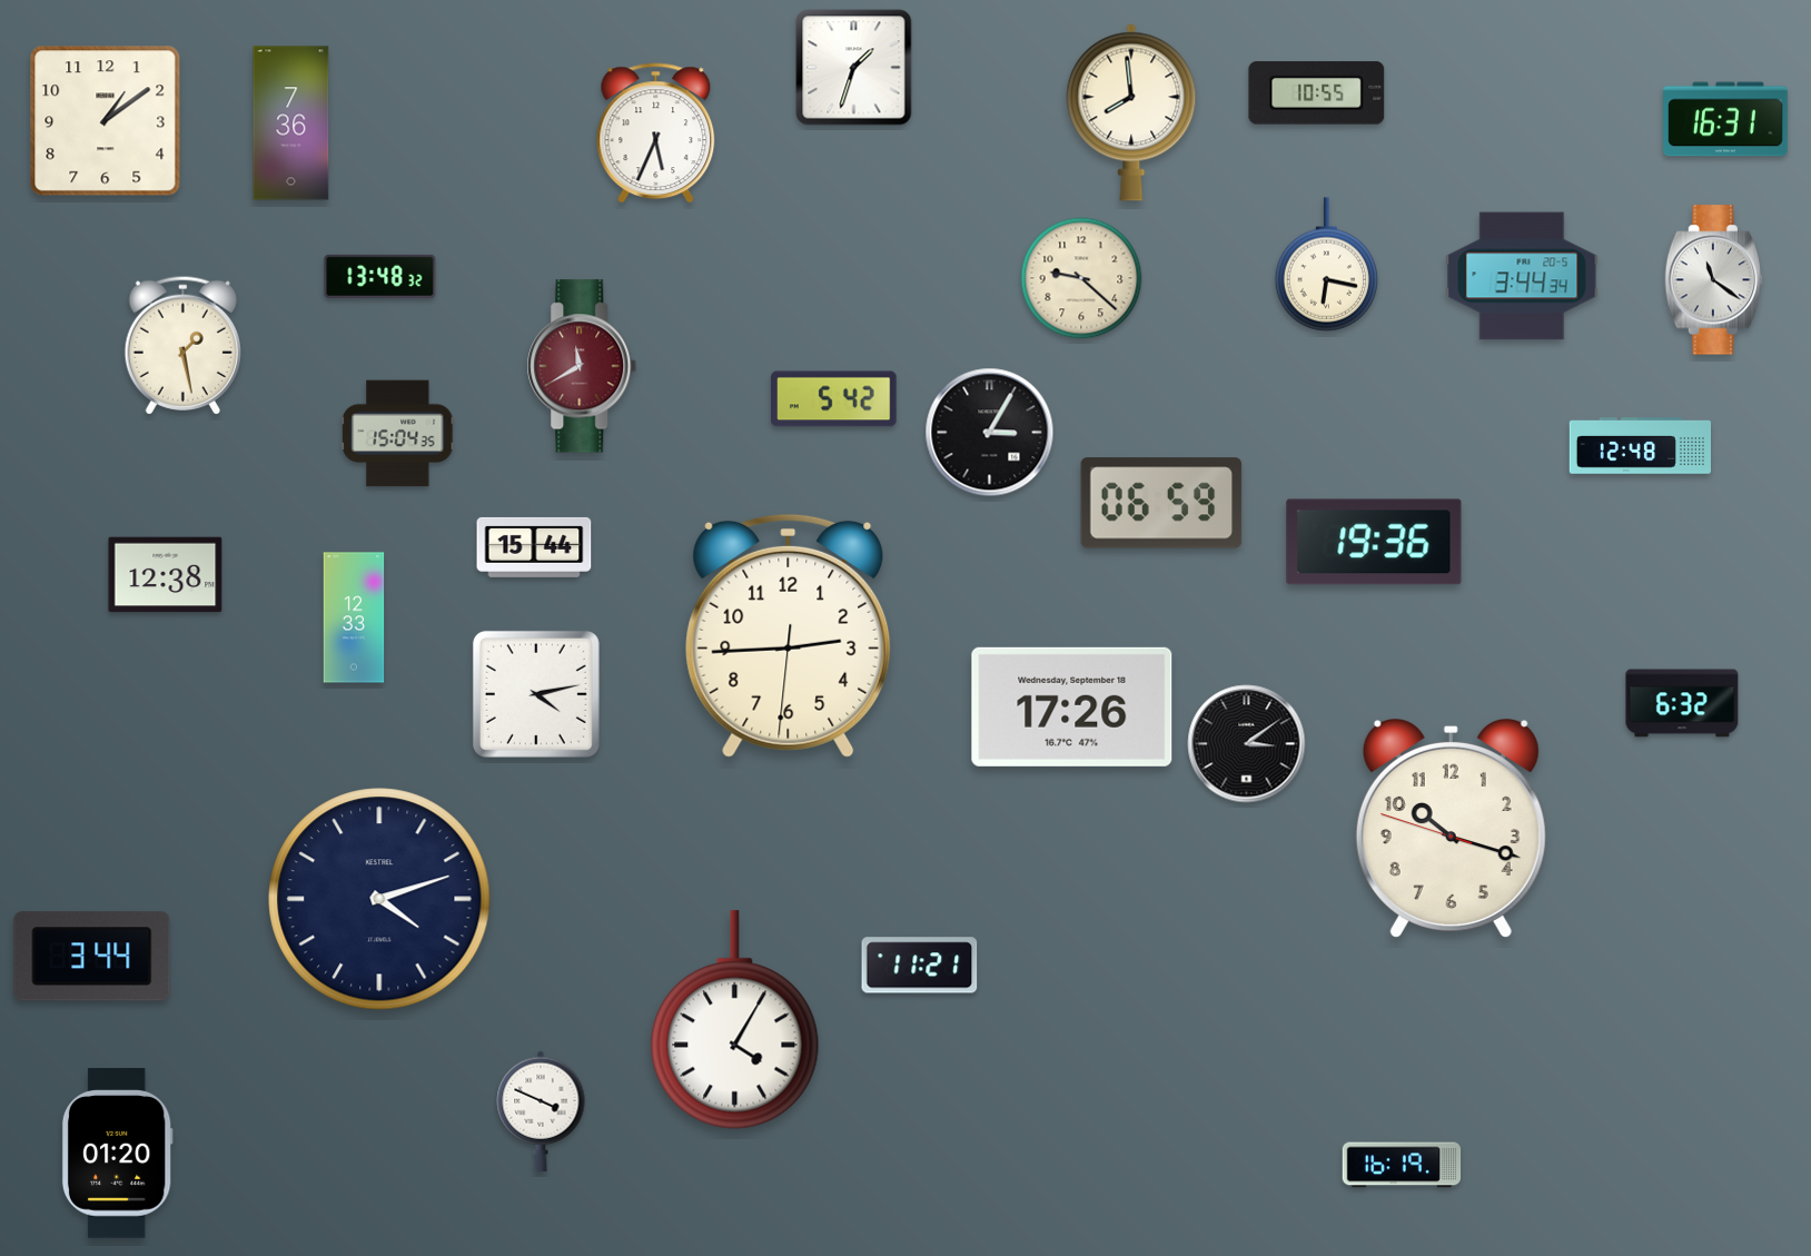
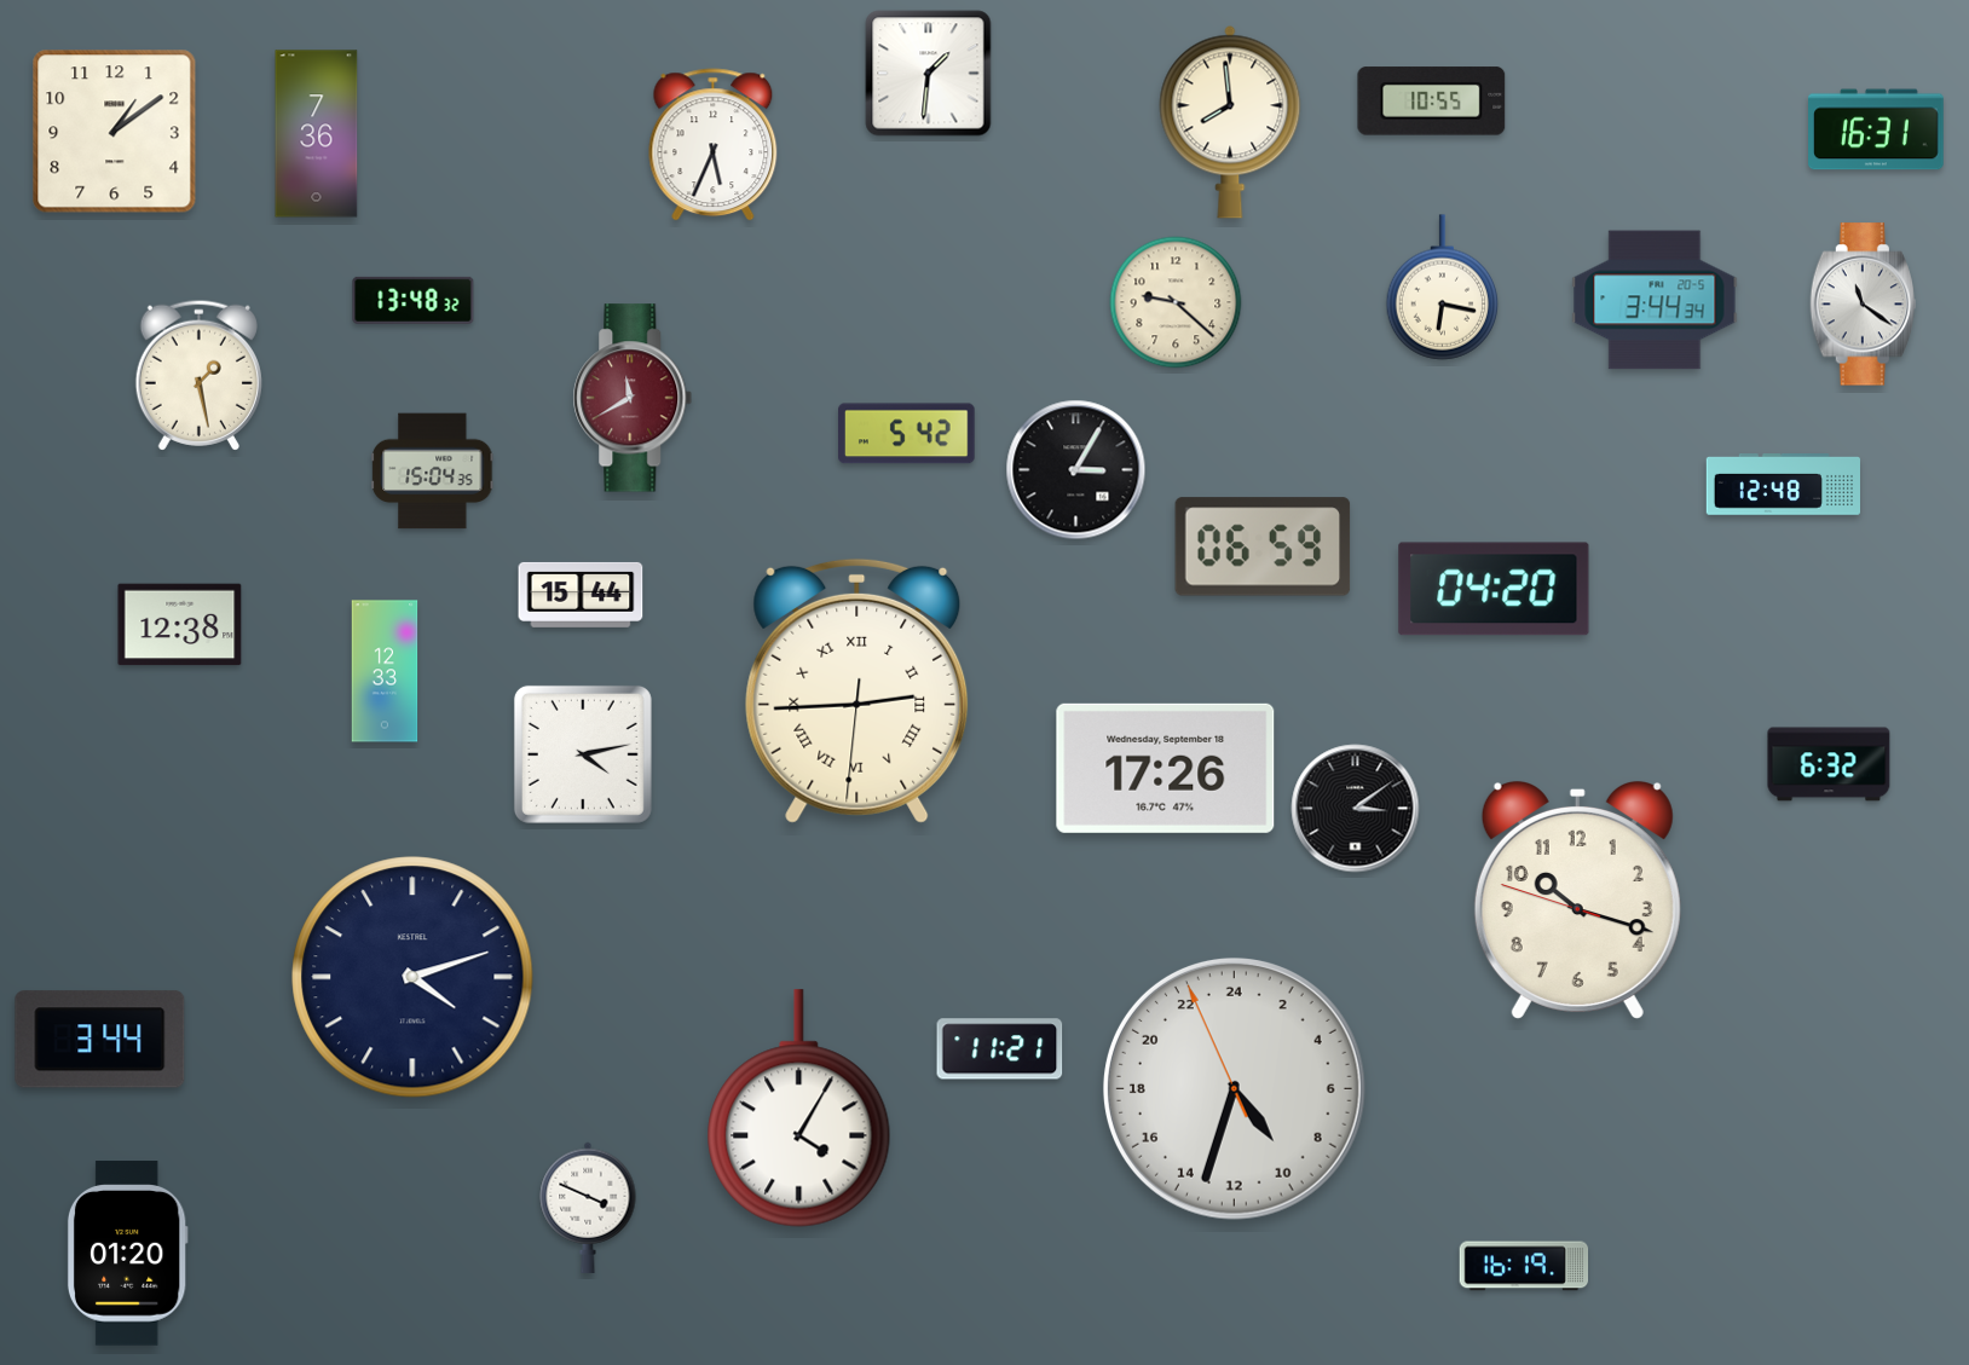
clock at (854, 68): 1:33 -> 1:31
clock at (1374, 542): 19:36 -> 04:20
clock at (789, 635) numerals: Arabic -> Roman
clock at (1234, 1088): none -> 9:32
